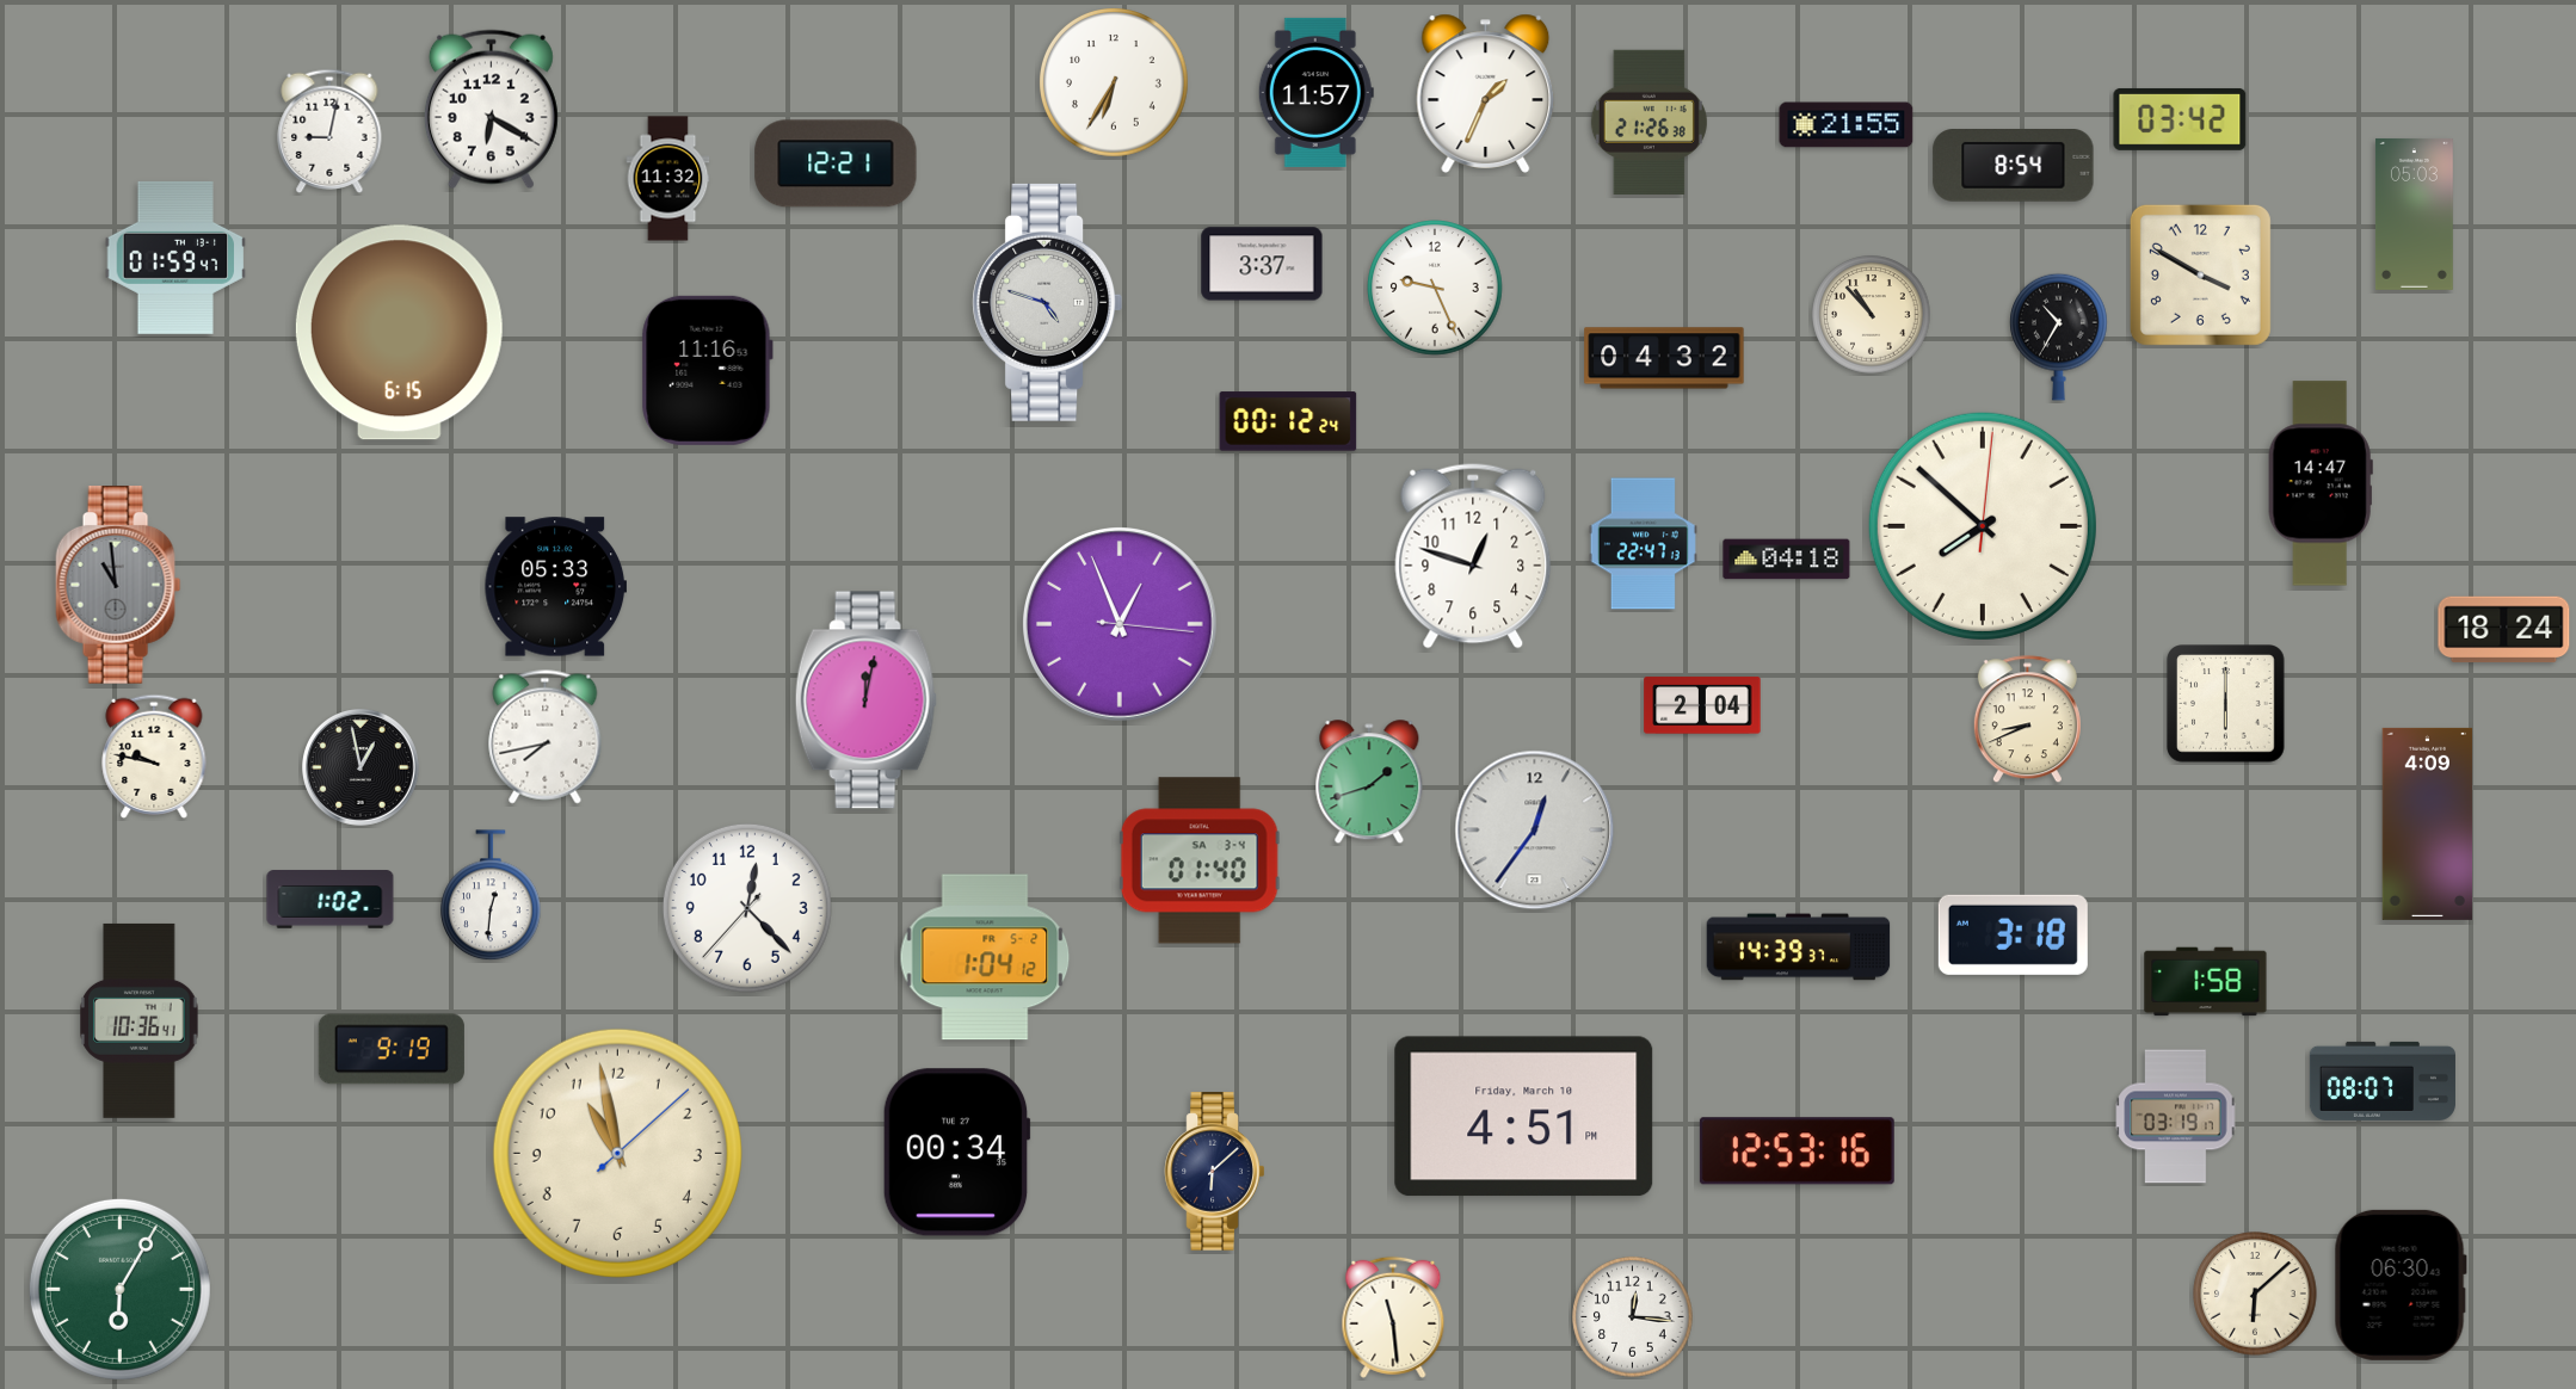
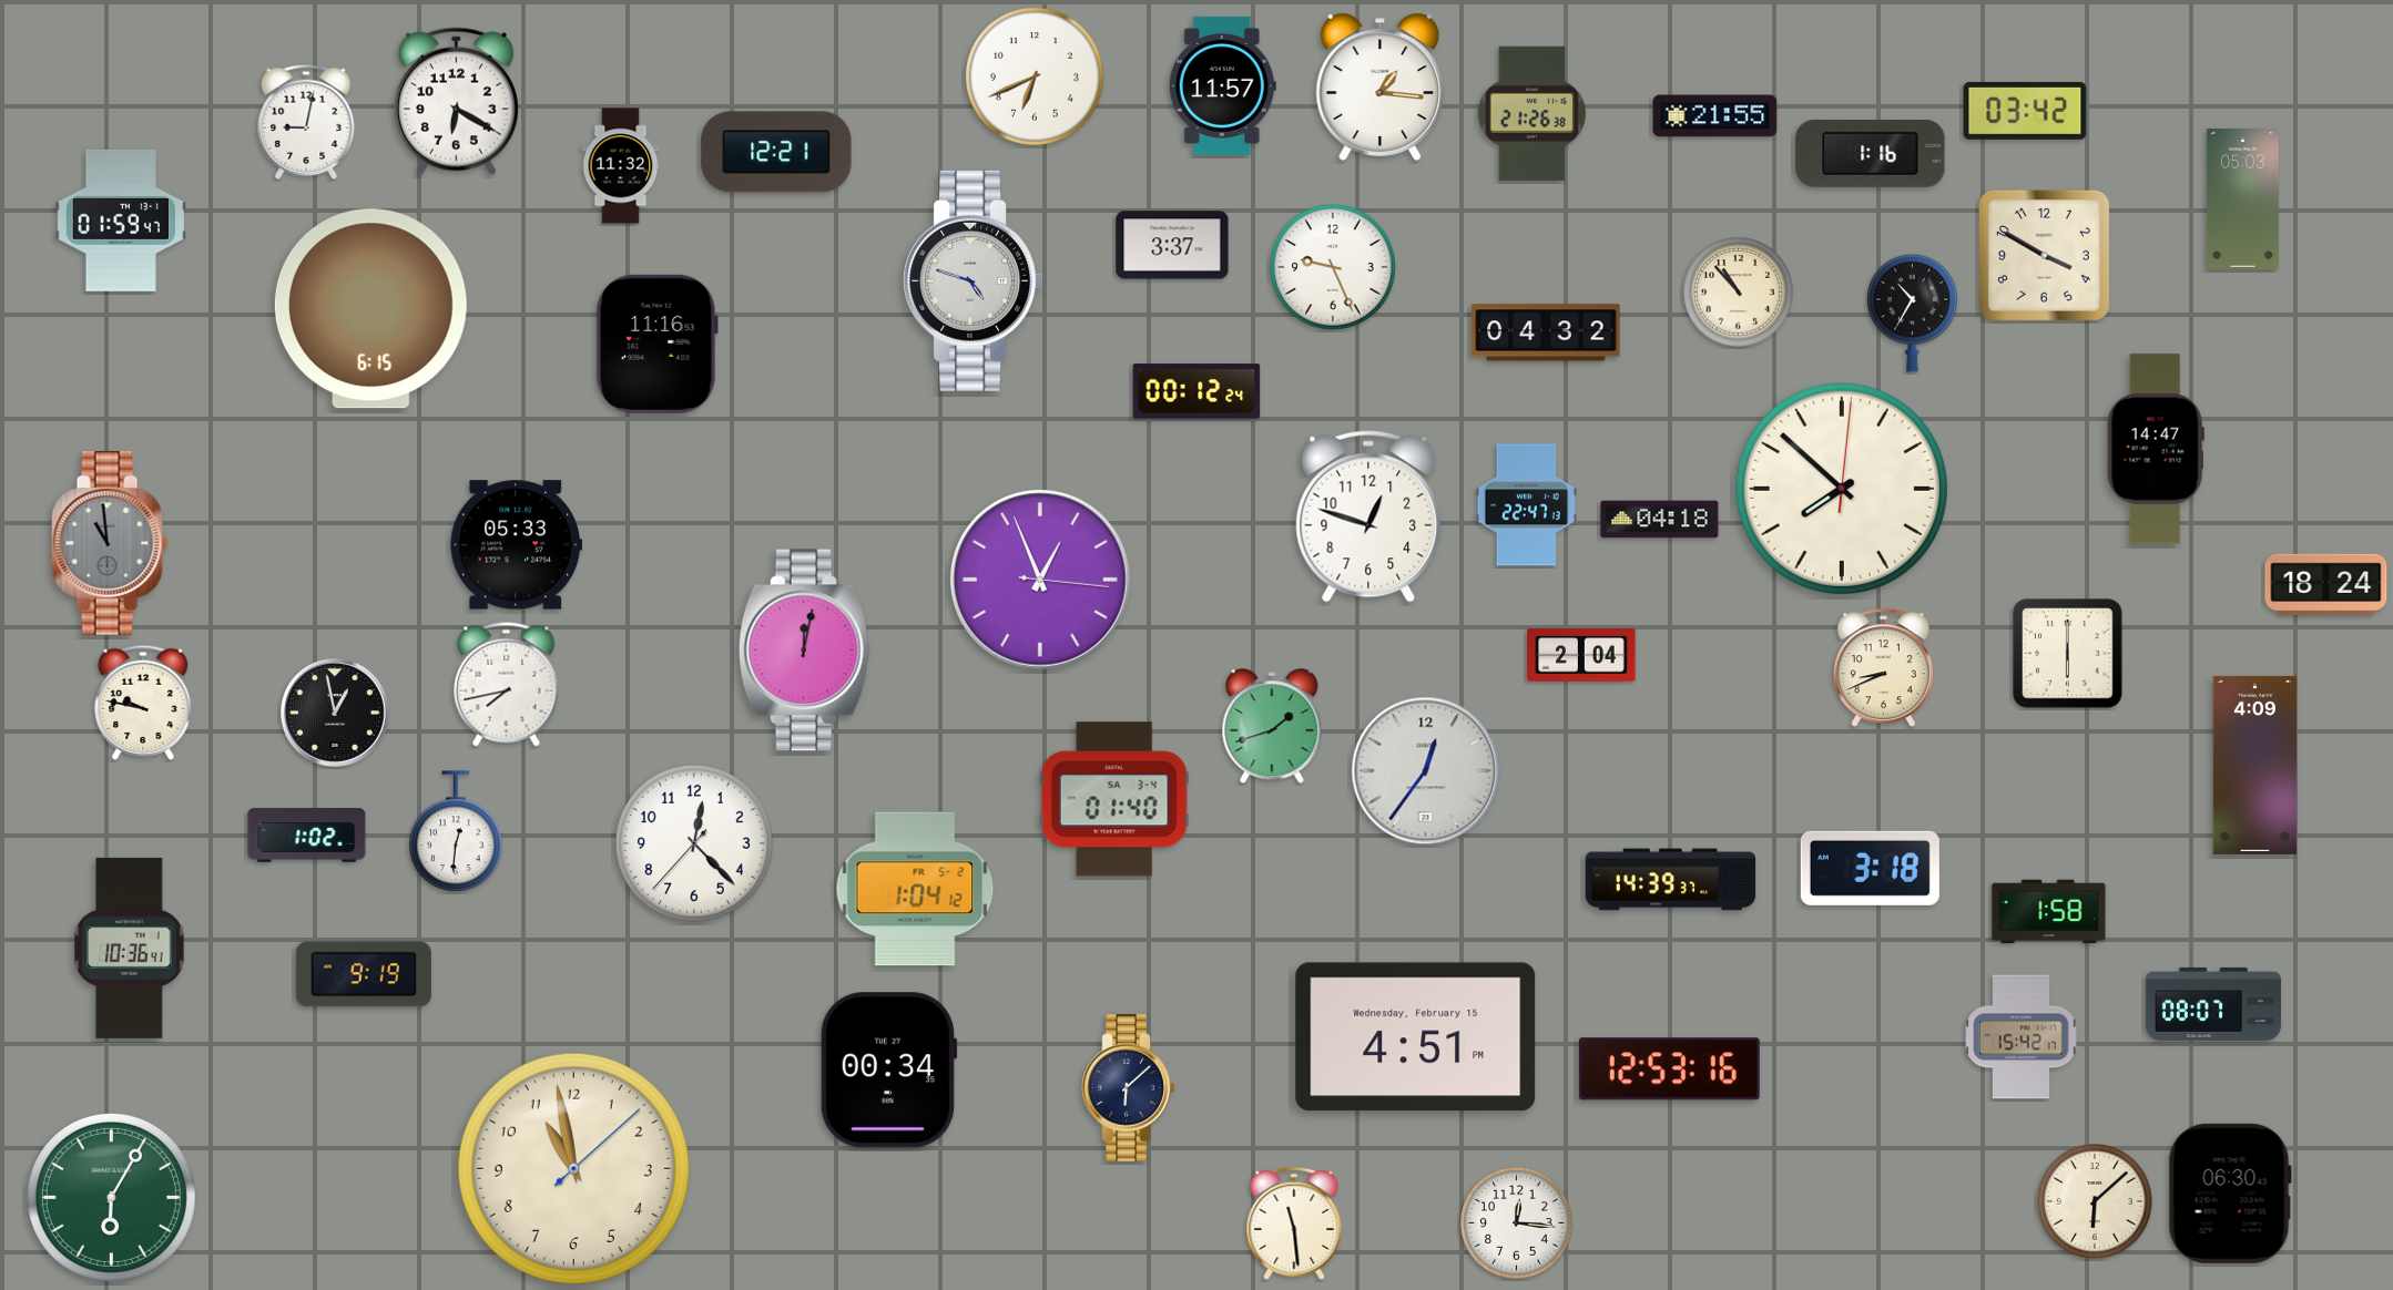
clock at (1115, 84): 6:35 -> 6:41
clock at (1486, 93): 1:34 -> 1:16
clock at (2014, 166): 8:54 -> 1:16
clock at (175, 258) position: (175, 258) -> (121, 221)
clock at (1524, 1117) date: Friday, March 10 -> Wednesday, February 15
clock at (2176, 1117): 03:19 -> 15:42
clock at (617, 1153) position: (617, 1153) -> (573, 1168)
